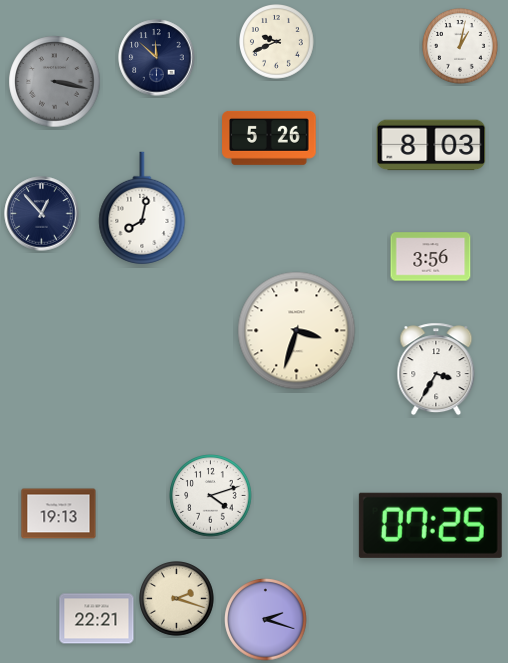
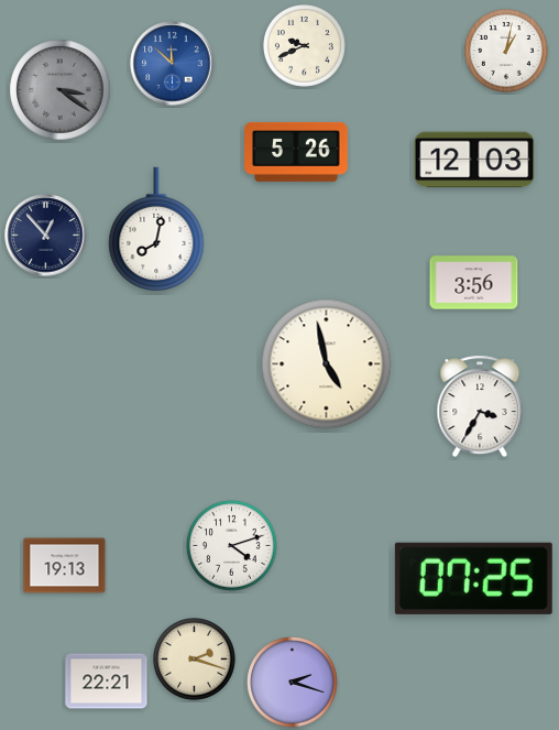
clock at (157, 58) dial: navy -> blue
clock at (55, 82): 3:17 -> 3:21
clock at (431, 145): 8:03 -> 12:03
clock at (297, 331): 3:33 -> 4:58
